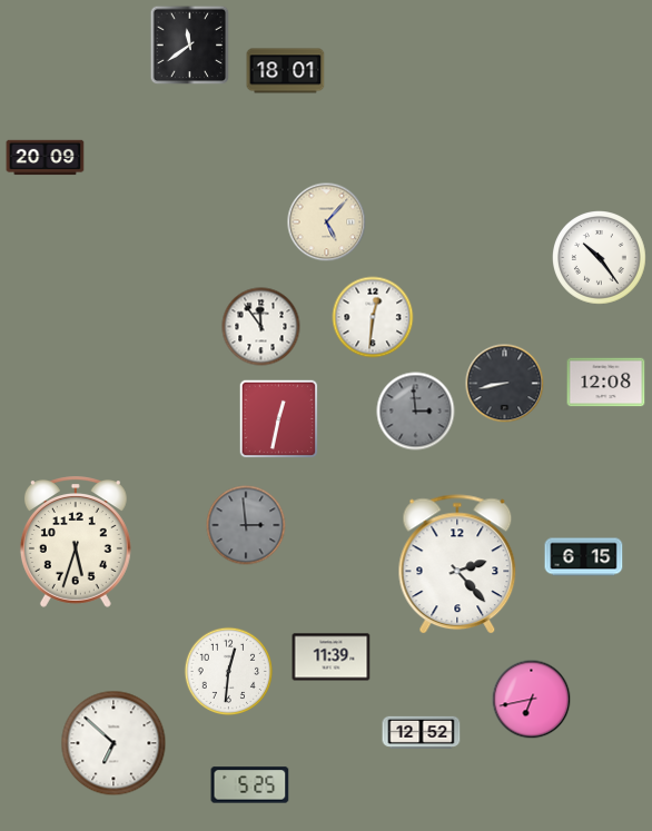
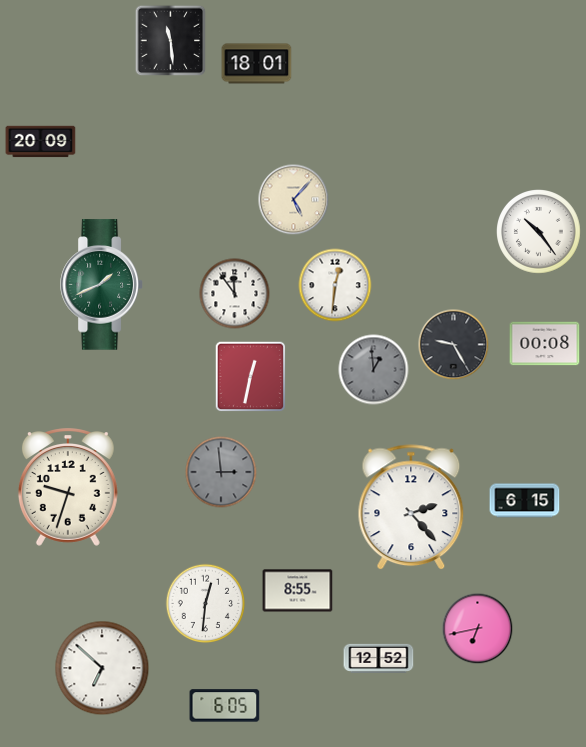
clock at (190, 46): 11:39 -> 11:29
clock at (102, 285): none -> 1:41
clock at (606, 383): 12:08 -> 00:08
clock at (505, 384): 8:43 -> 9:25
clock at (416, 412): 2:59 -> 12:59
clock at (76, 542): 5:33 -> 9:33
clock at (332, 657): 11:39 -> 8:55
clock at (250, 785): 5:25 -> 6:05
